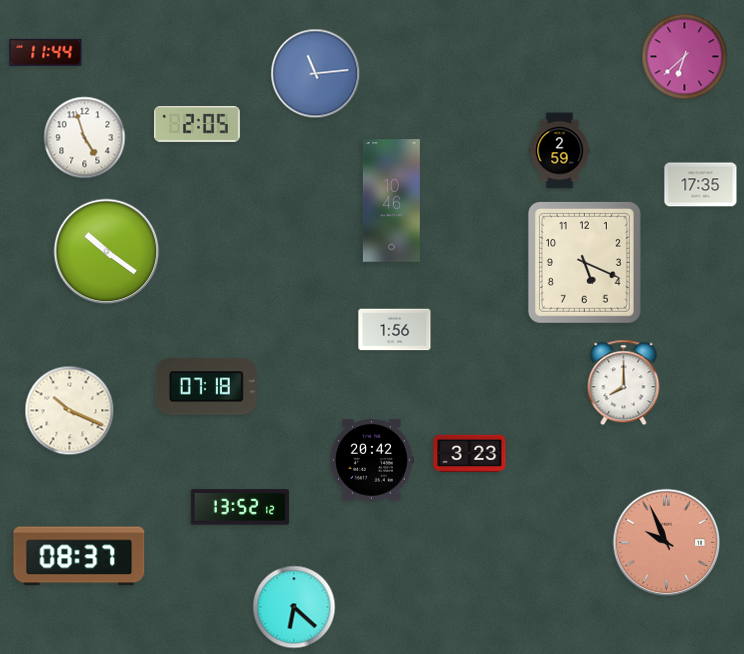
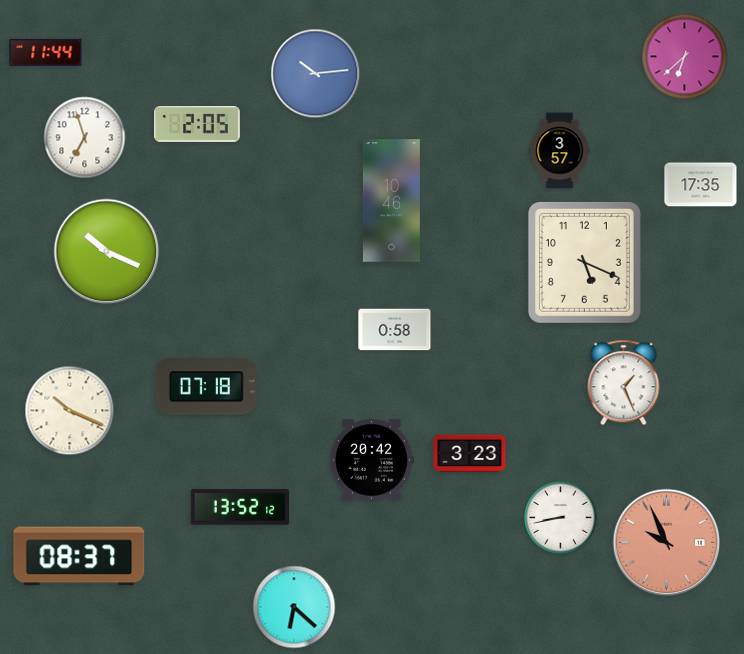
clock at (316, 74): 11:14 -> 10:14
clock at (85, 138): 4:57 -> 6:57
clock at (560, 151): 2:59 -> 3:57
clock at (107, 252): 10:21 -> 10:19
clock at (395, 330): 1:56 -> 0:58
clock at (624, 383): 8:00 -> 1:26
clock at (561, 518): none -> 8:43
